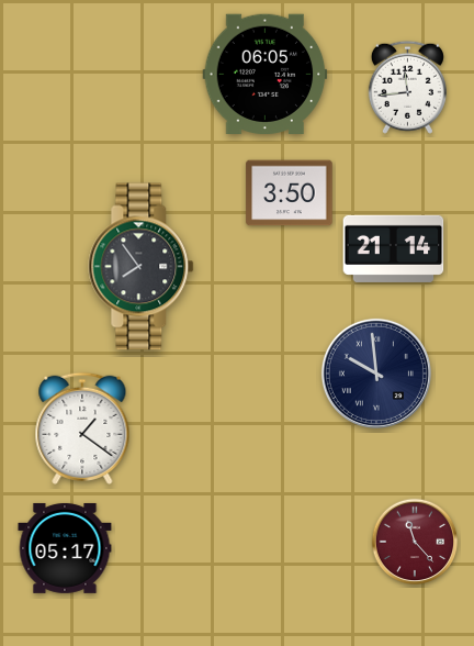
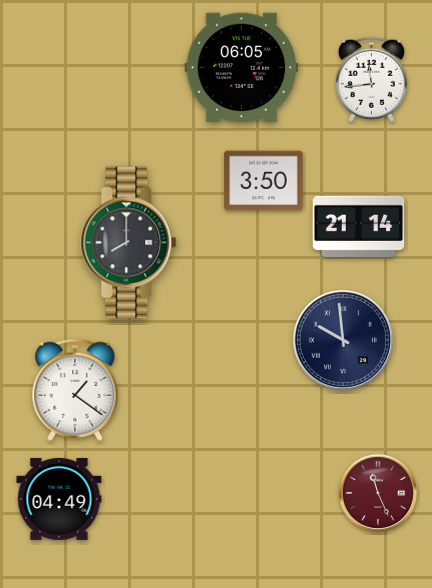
clock at (290, 193) position: (290, 193) -> (264, 181)
clock at (142, 267): 7:54 -> 8:00
clock at (415, 542): 11:23 -> 11:26
clock at (65, 548): 05:17 -> 04:49
